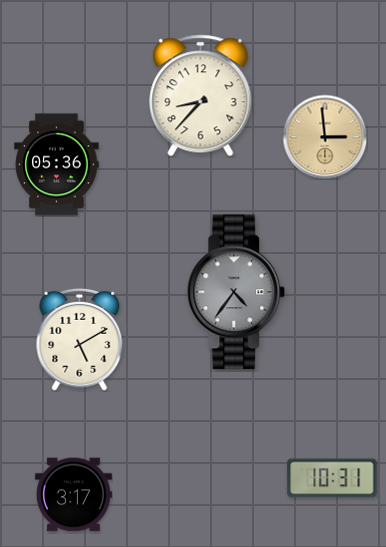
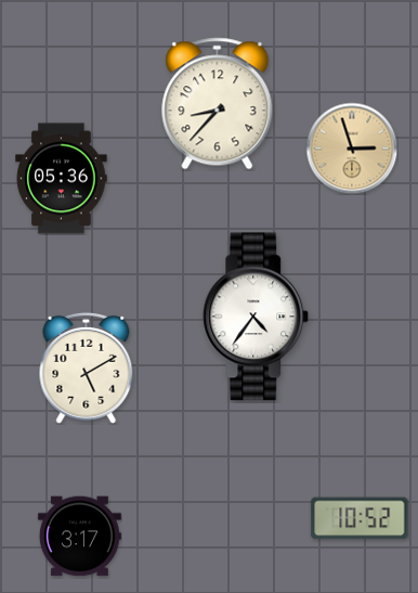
clock at (325, 137): 2:59 -> 2:57
clock at (236, 292) dial: grey -> white
clock at (332, 478): 10:31 -> 10:52
